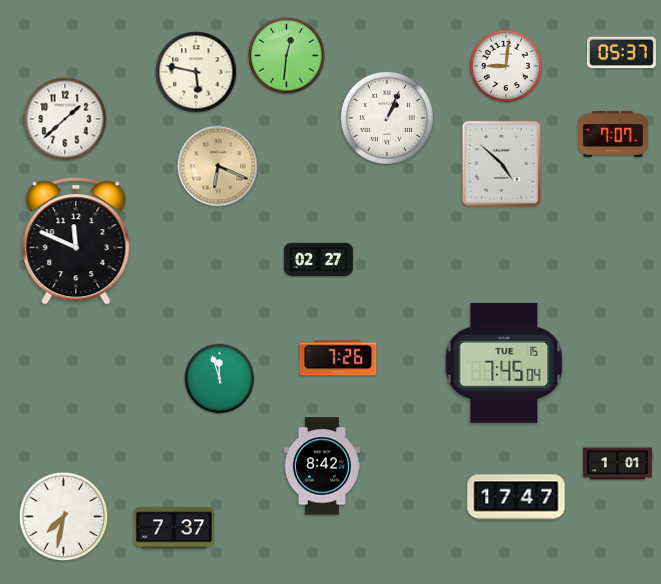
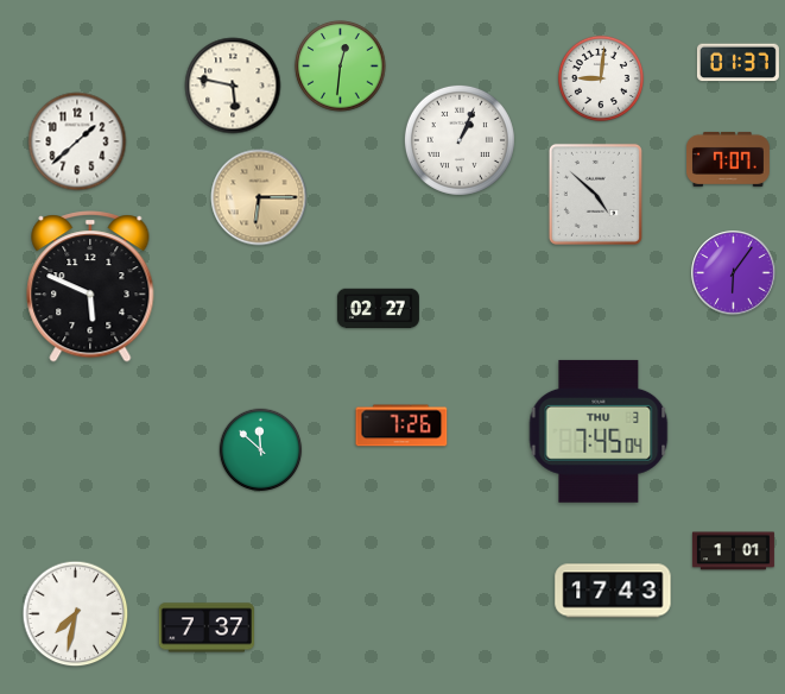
clock at (621, 53): 05:37 -> 01:37
clock at (218, 166): 6:19 -> 6:15
clock at (734, 273): none -> 6:06
clock at (76, 241): 11:49 -> 5:49
clock at (504, 363) date: TUE 15 -> THU 3
clock at (220, 379): 11:57 -> 11:52
clock at (321, 466): 8:42 -> none
clock at (516, 497): 17:47 -> 17:43
